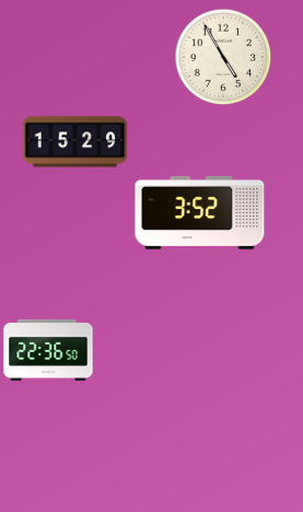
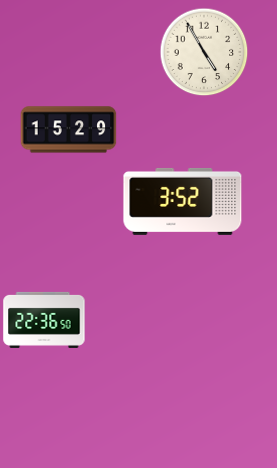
clock at (200, 212) position: (200, 212) -> (183, 201)
